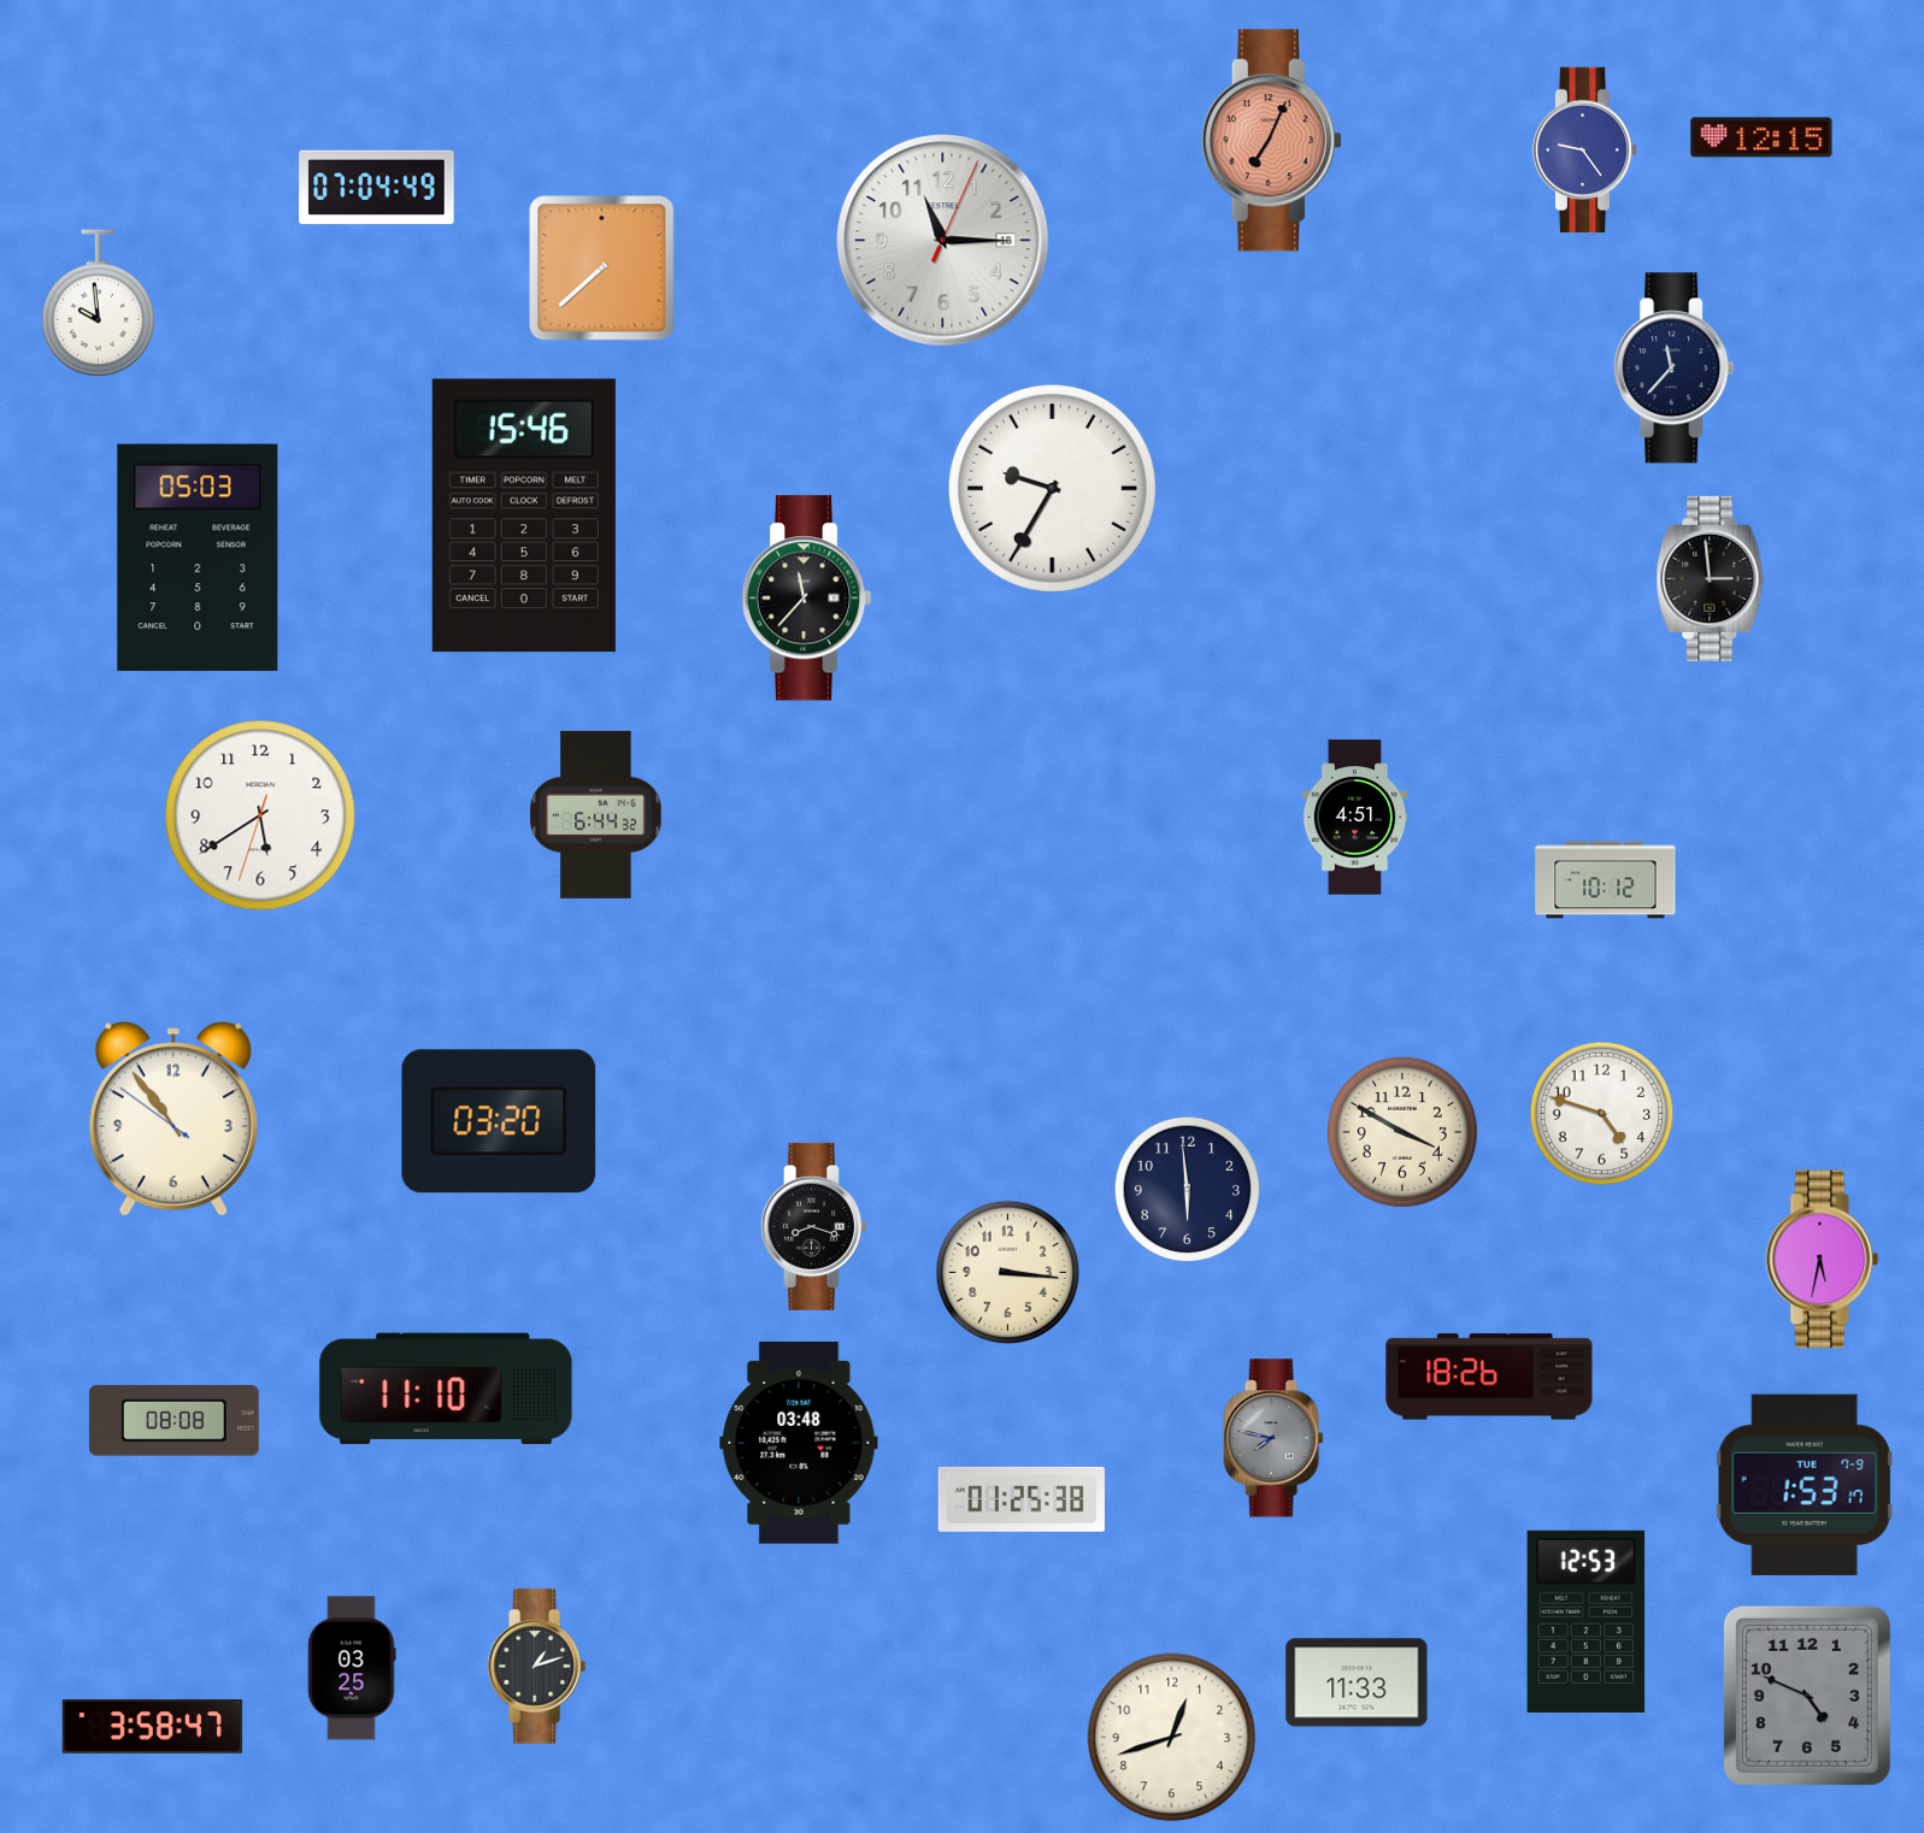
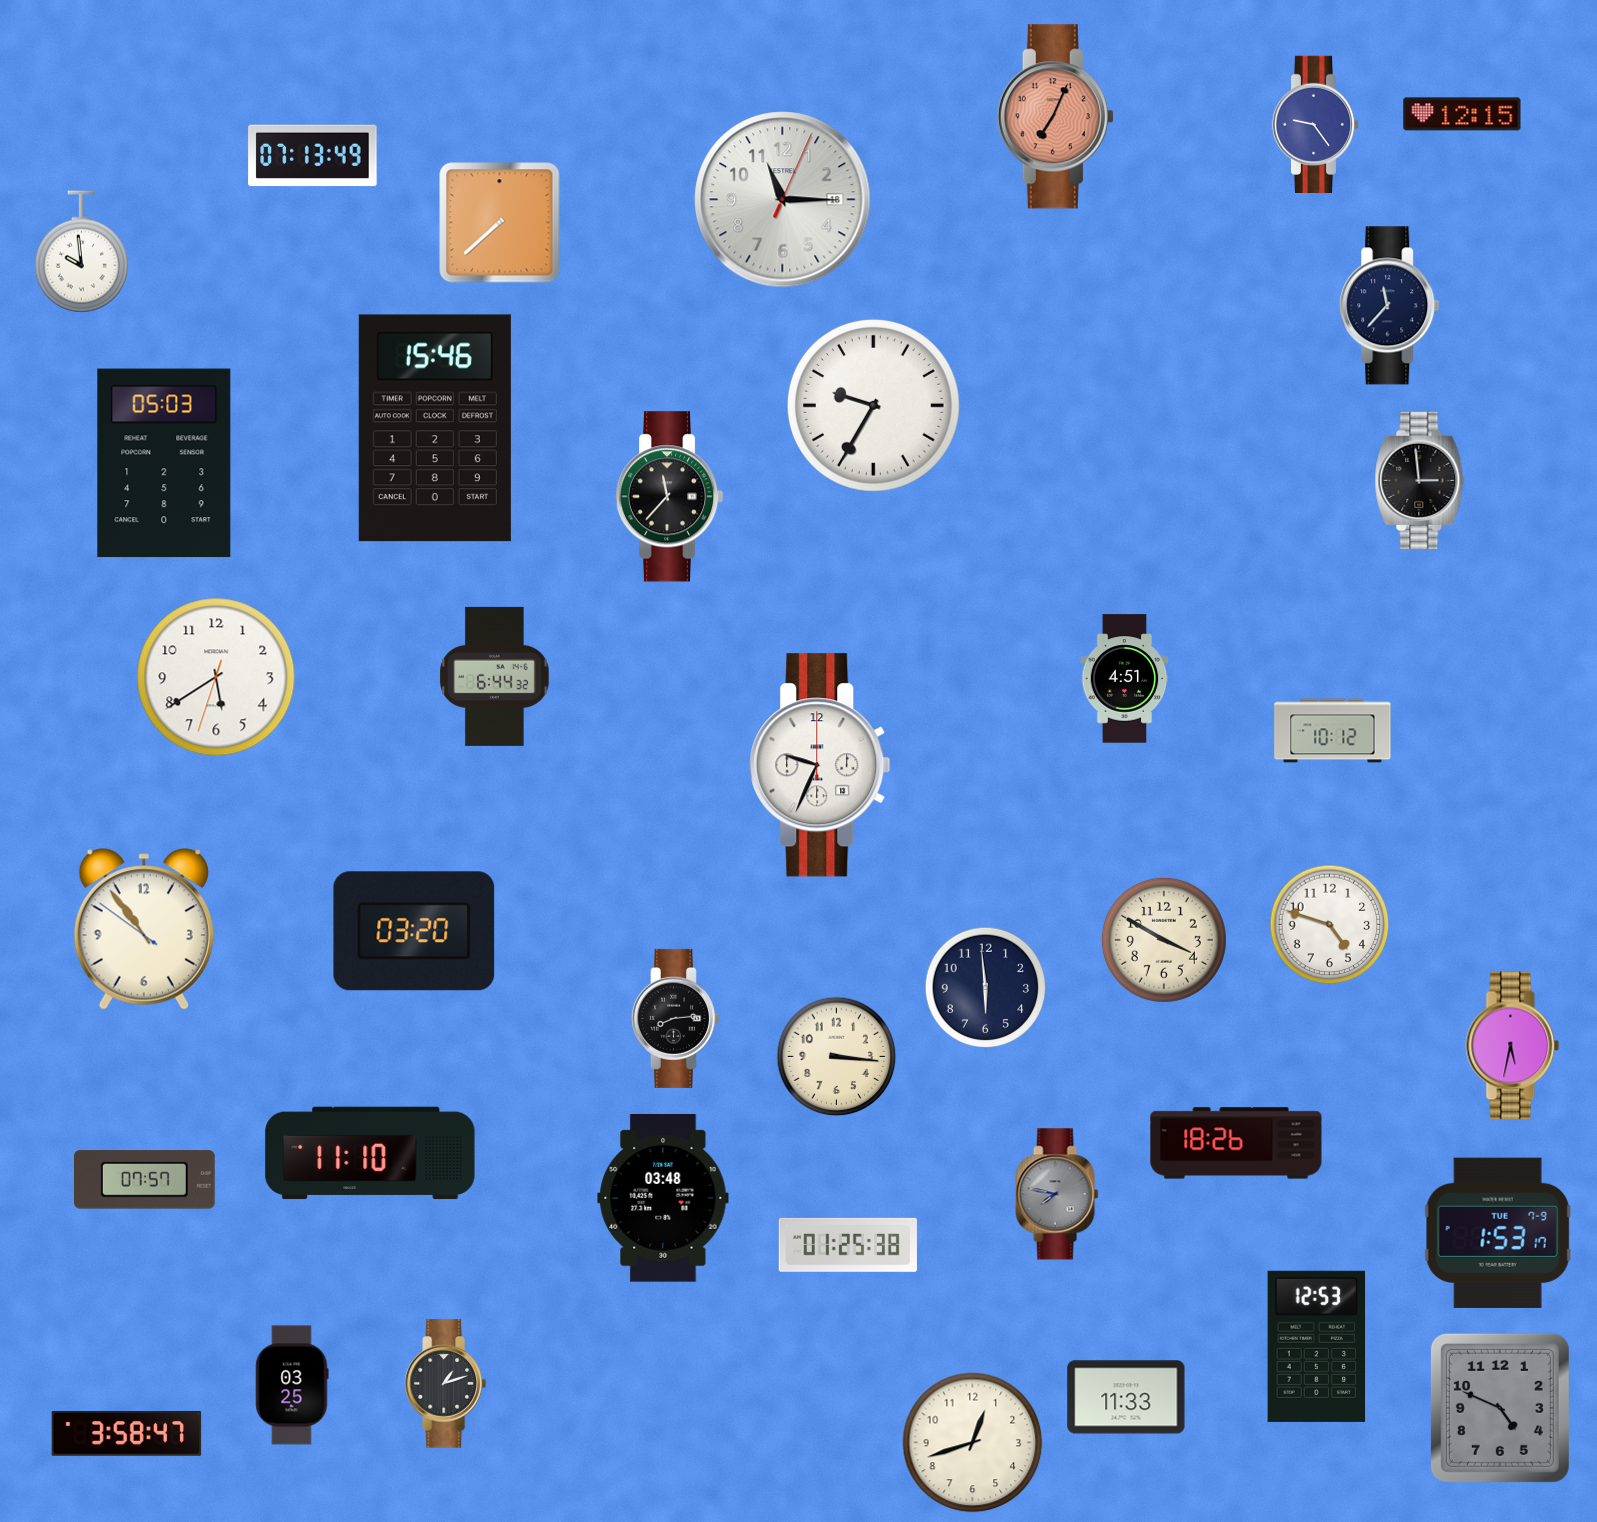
clock at (377, 188): 07:04 -> 07:13
clock at (820, 765): none -> 9:34
clock at (813, 1226): 8:18 -> 8:14
clock at (173, 1421): 08:08 -> 07:57
